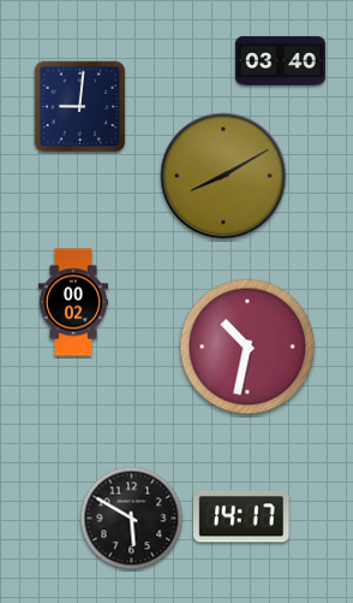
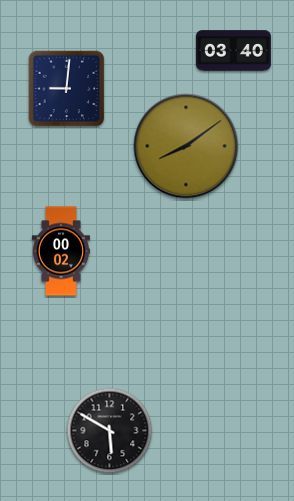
clock at (223, 176): 8:10 -> 8:09
clock at (247, 347): 10:32 -> none
clock at (241, 516): 14:17 -> none
